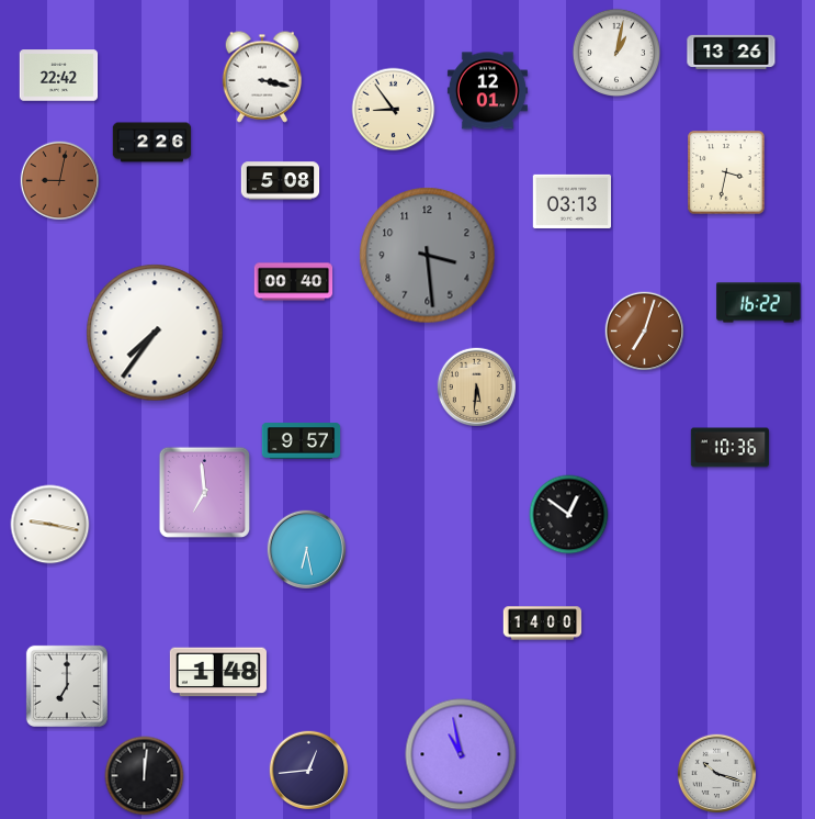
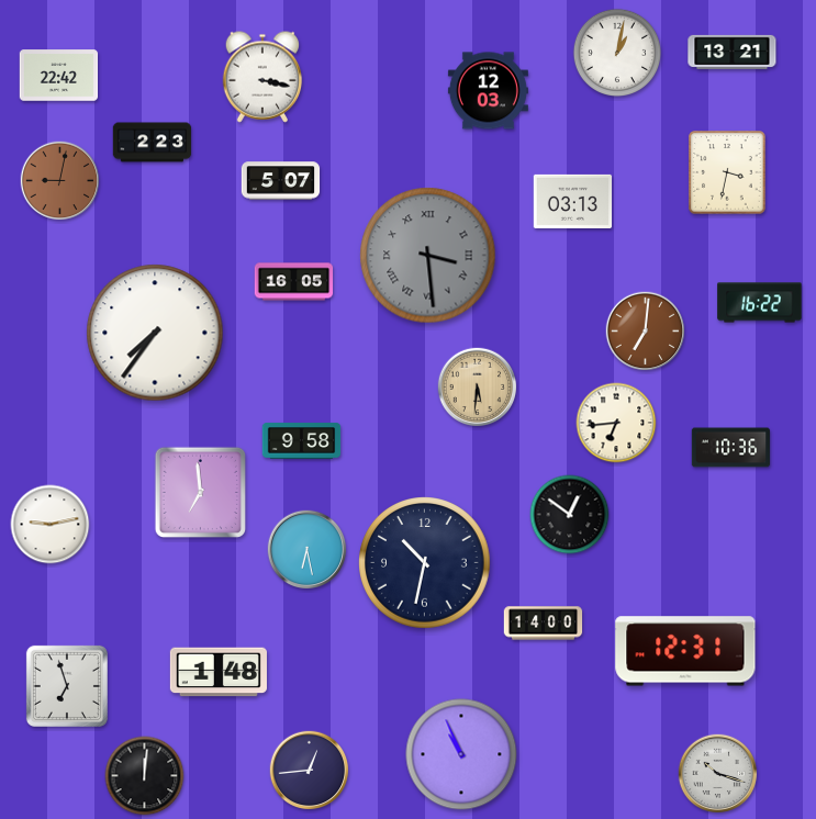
clock at (732, 52): 13:26 -> 13:21
clock at (487, 91): 12:01 -> 12:03
clock at (394, 110): 8:54 -> none
clock at (152, 143): 2:26 -> 2:23
clock at (281, 181): 5:08 -> 5:07
clock at (428, 256) numerals: Arabic -> Roman
clock at (294, 282): 00:40 -> 16:05
clock at (645, 332): 7:03 -> 7:01
clock at (616, 423): none -> 6:44
clock at (302, 441): 9:57 -> 9:58
clock at (204, 492) position: (204, 492) -> (200, 492)
clock at (50, 525): 9:17 -> 9:13
clock at (425, 563): none -> 10:32
clock at (685, 651): none -> 12:31
clock at (67, 686): 7:00 -> 6:57
clock at (461, 754): 10:58 -> 10:56
